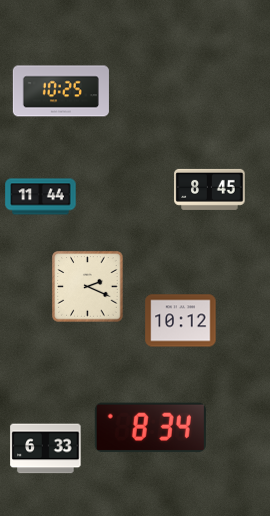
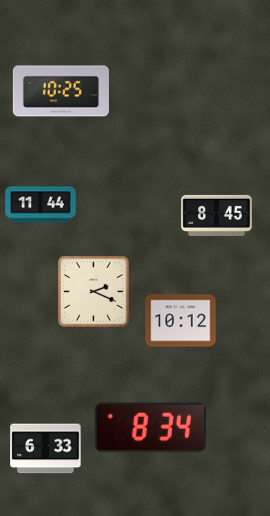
clock at (210, 189) position: (210, 189) -> (217, 215)
clock at (41, 197) position: (41, 197) -> (41, 205)
clock at (88, 287) position: (88, 287) -> (94, 292)
